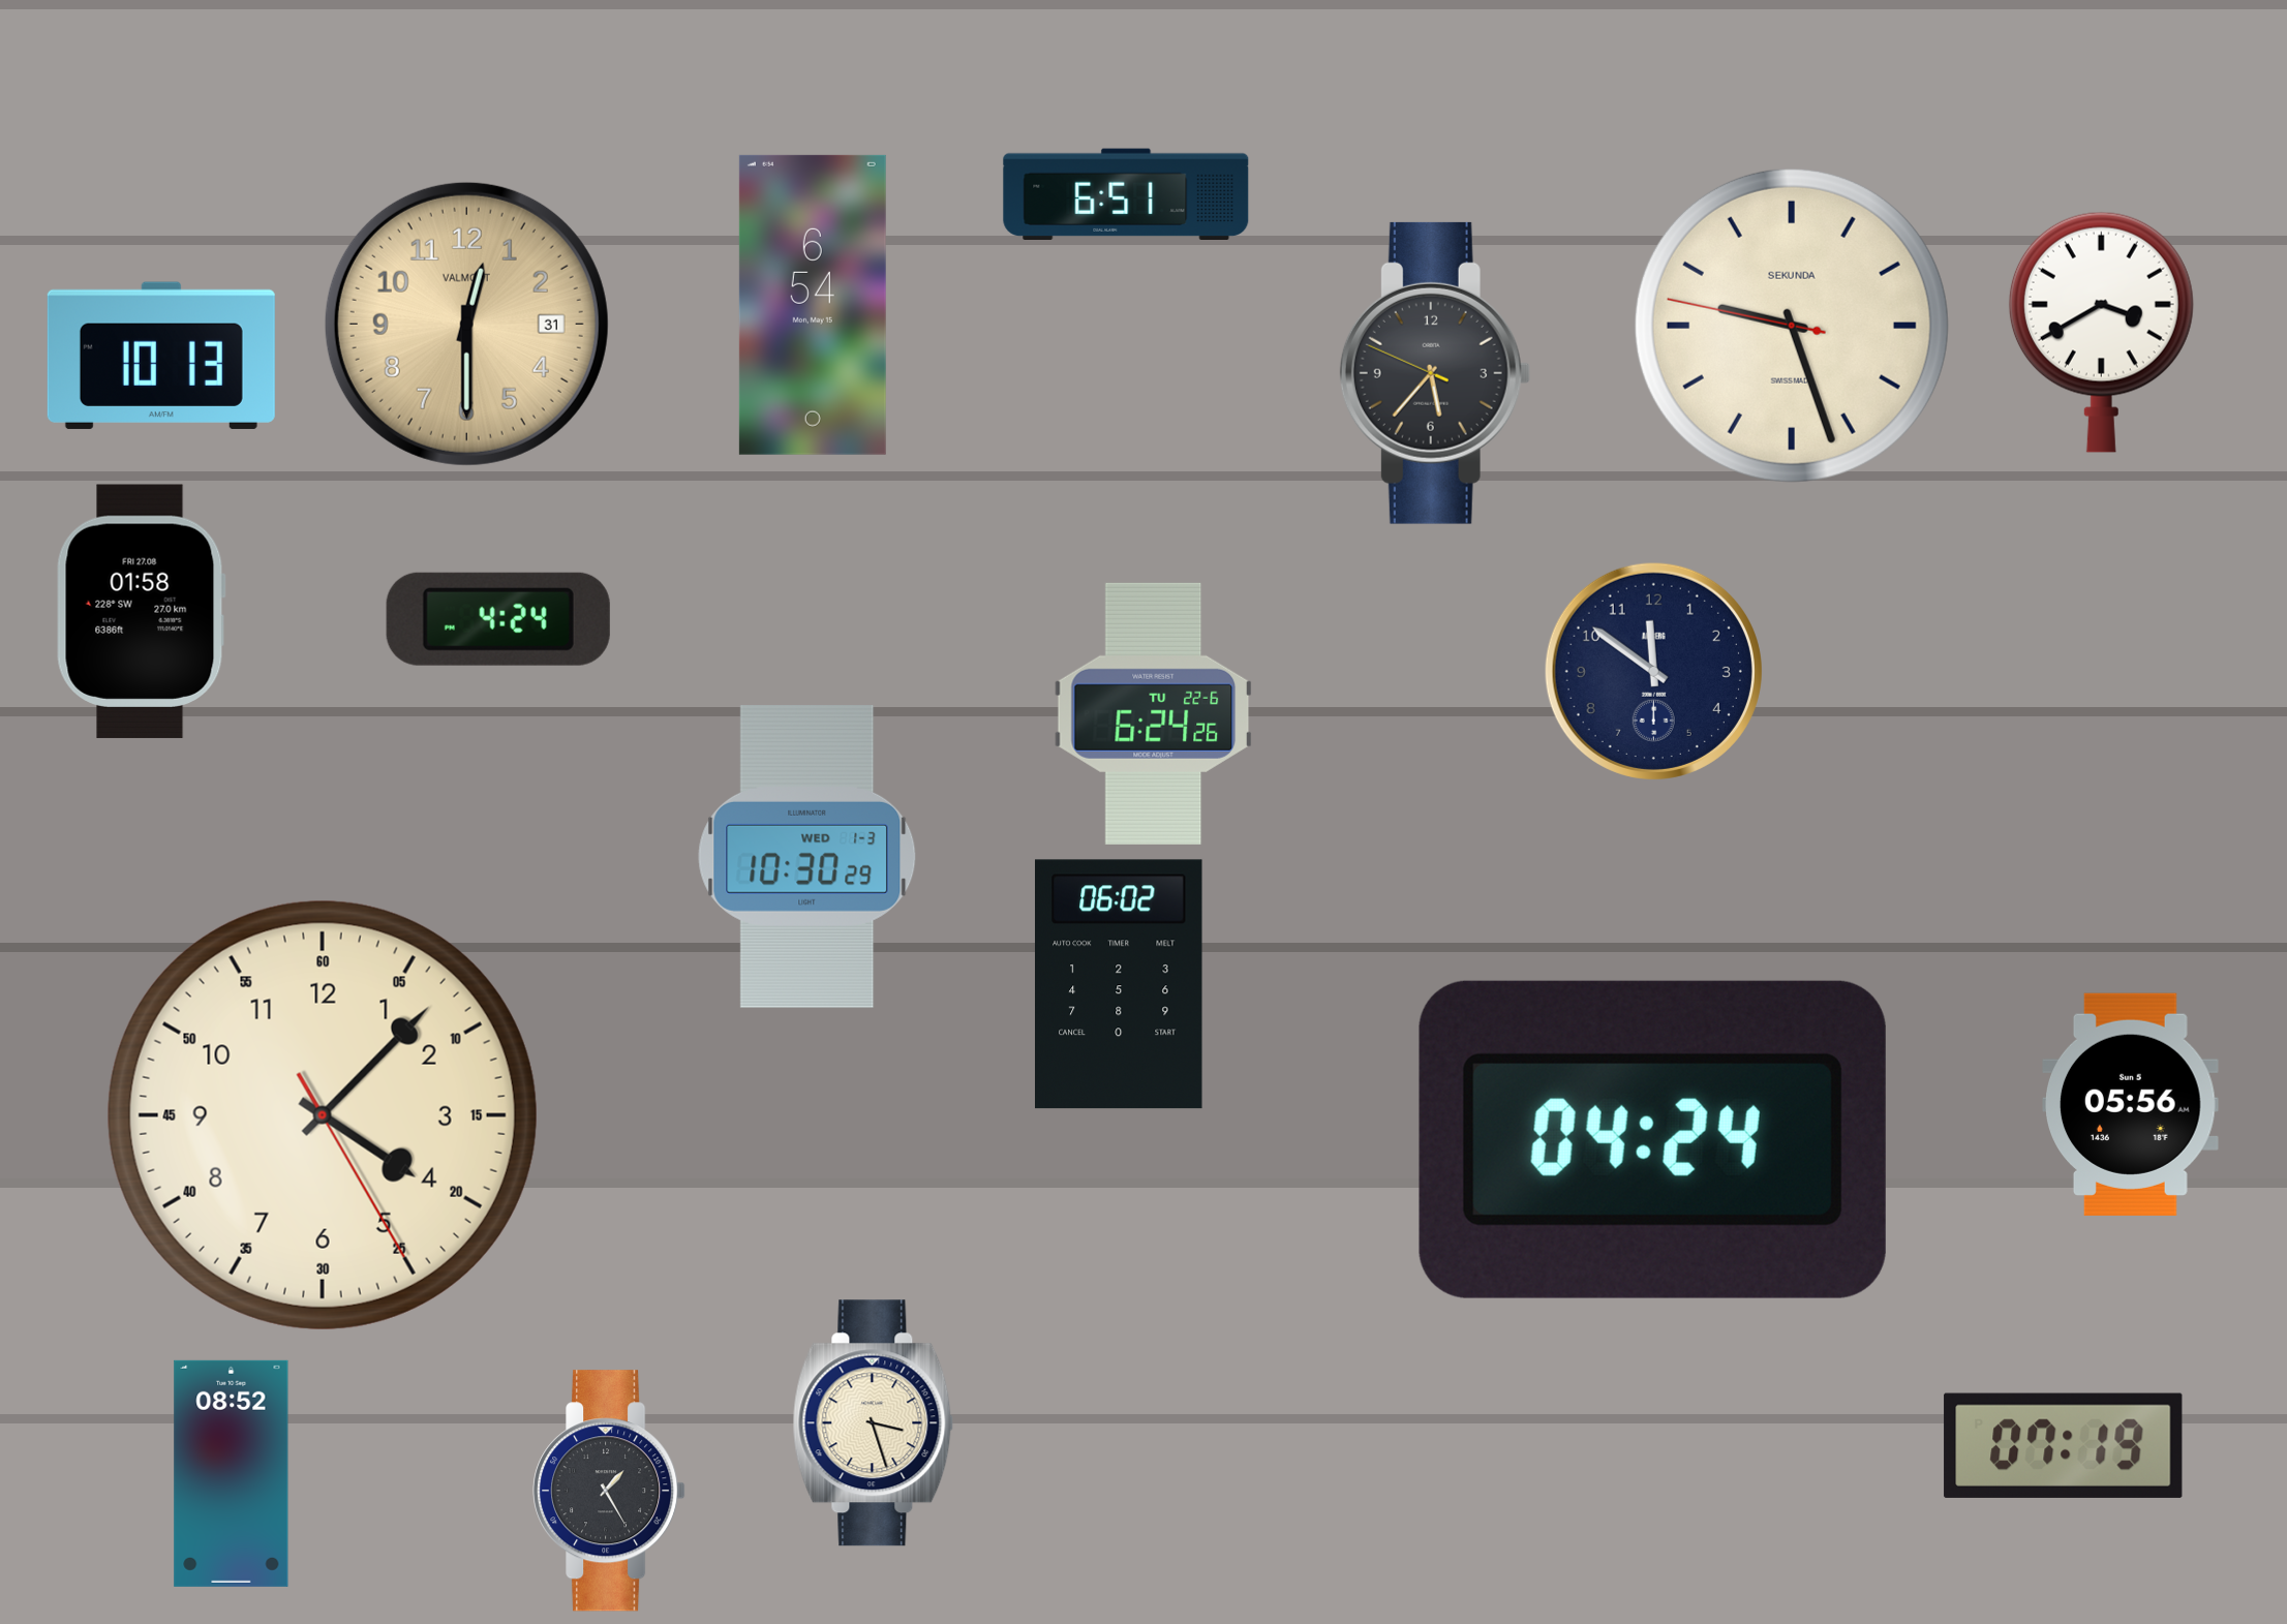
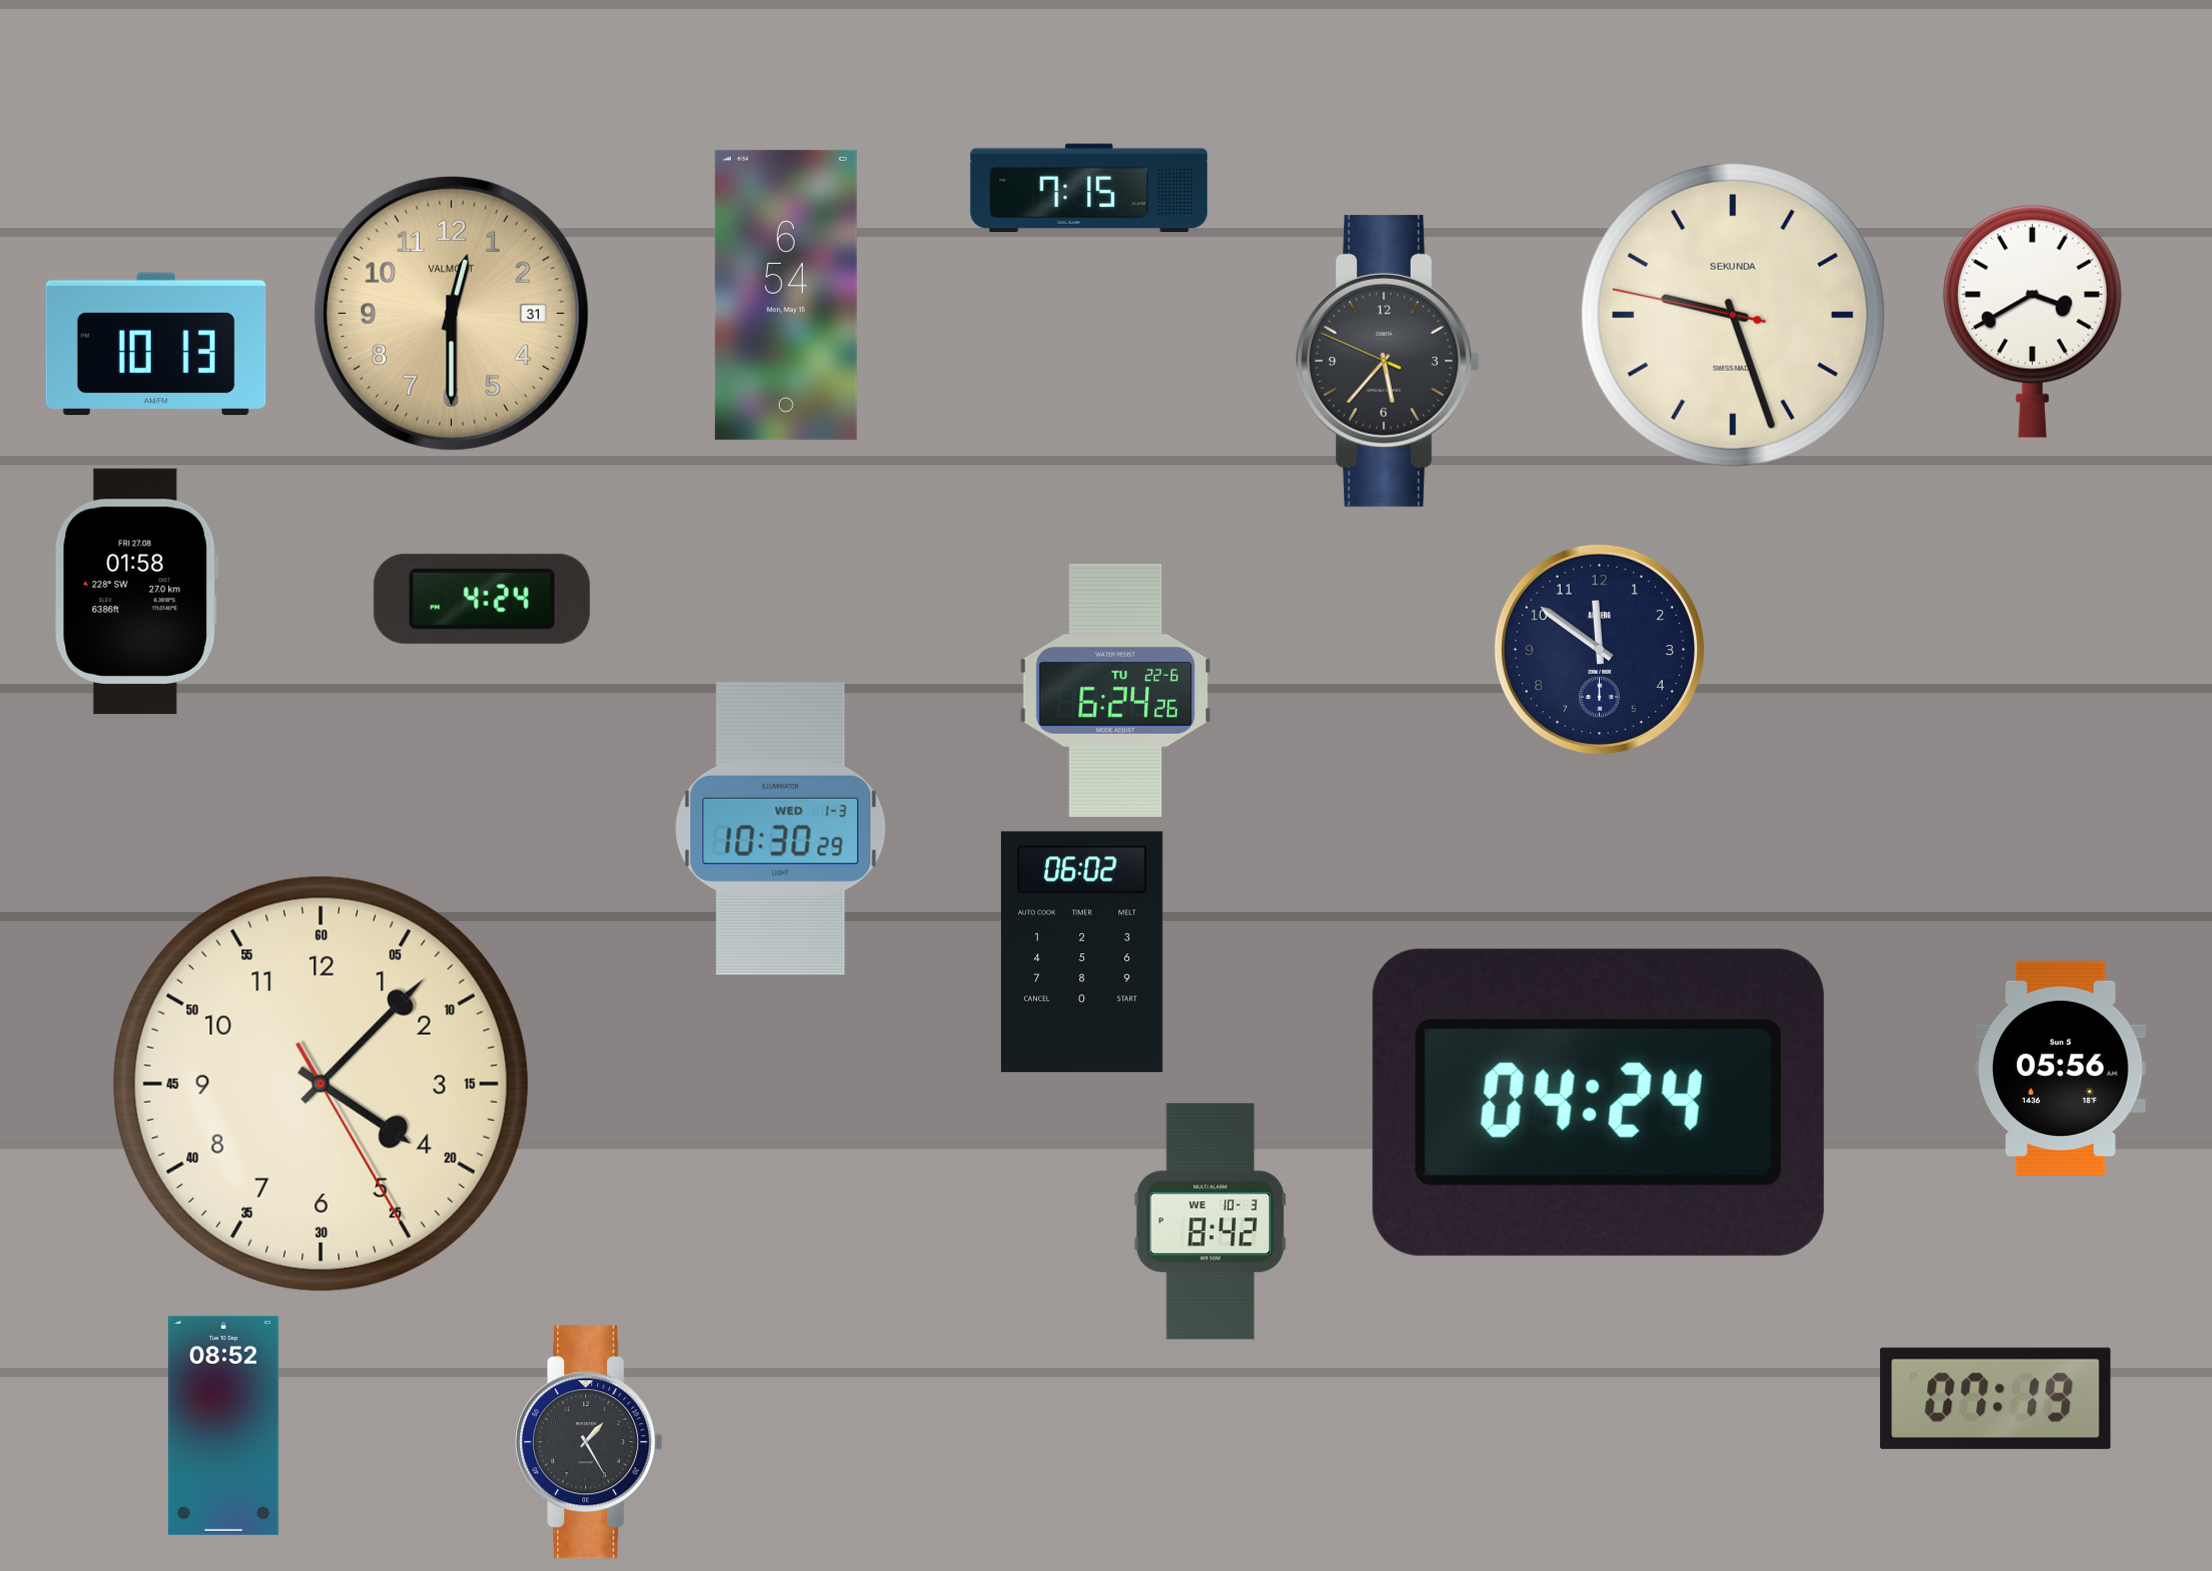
clock at (1126, 193): 6:51 -> 7:15
clock at (323, 1115) position: (323, 1115) -> (321, 1084)
clock at (1210, 1222): none -> 8:42
clock at (874, 1423): 3:27 -> none
